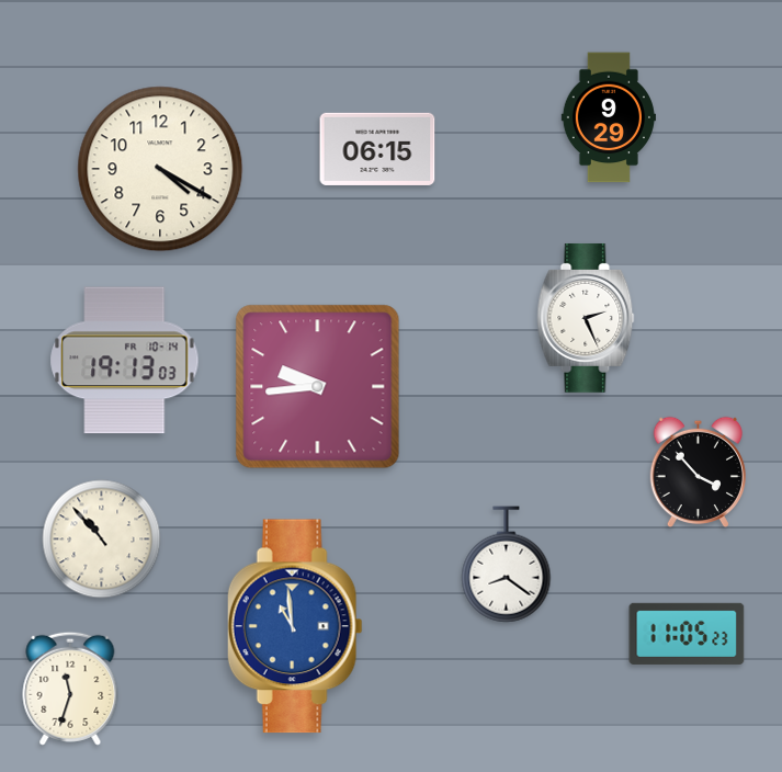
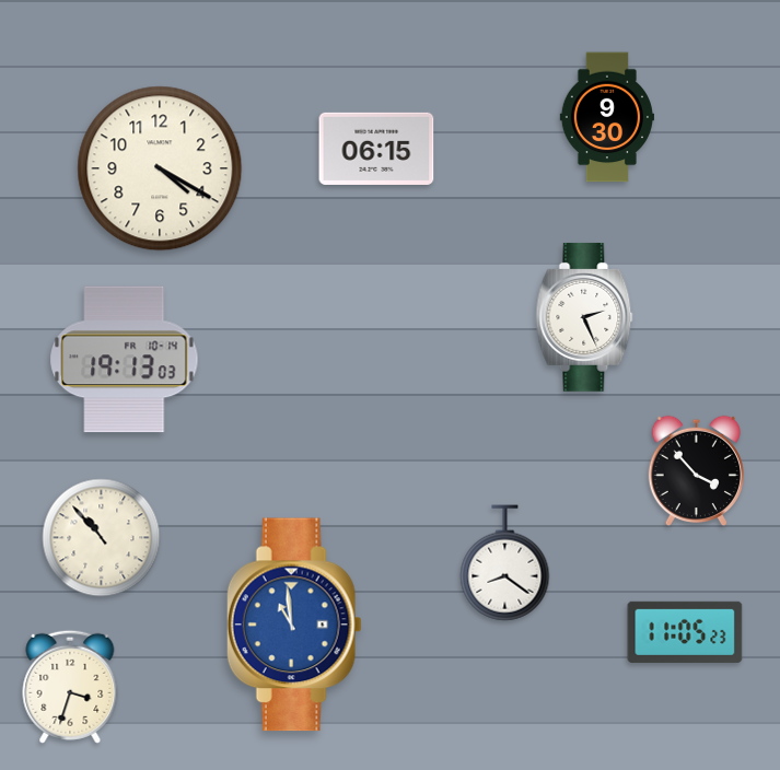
clock at (608, 117): 9:29 -> 9:30
clock at (318, 387): 9:44 -> none
clock at (70, 689): 11:33 -> 3:33
